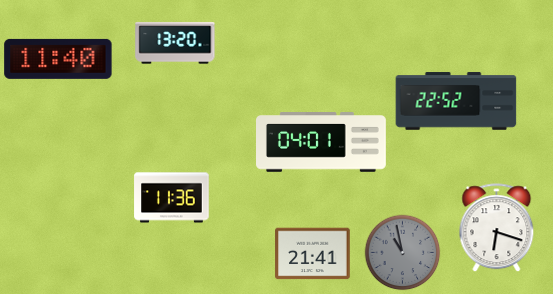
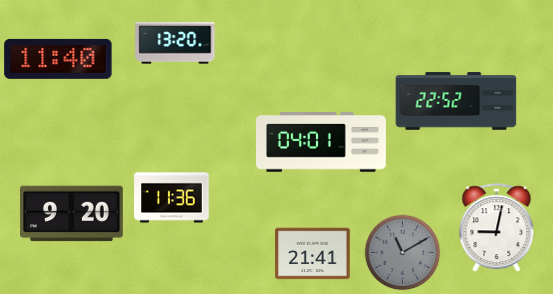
clock at (72, 214): none -> 9:20
clock at (497, 228): 6:18 -> 9:02
clock at (403, 253): 10:58 -> 11:10
